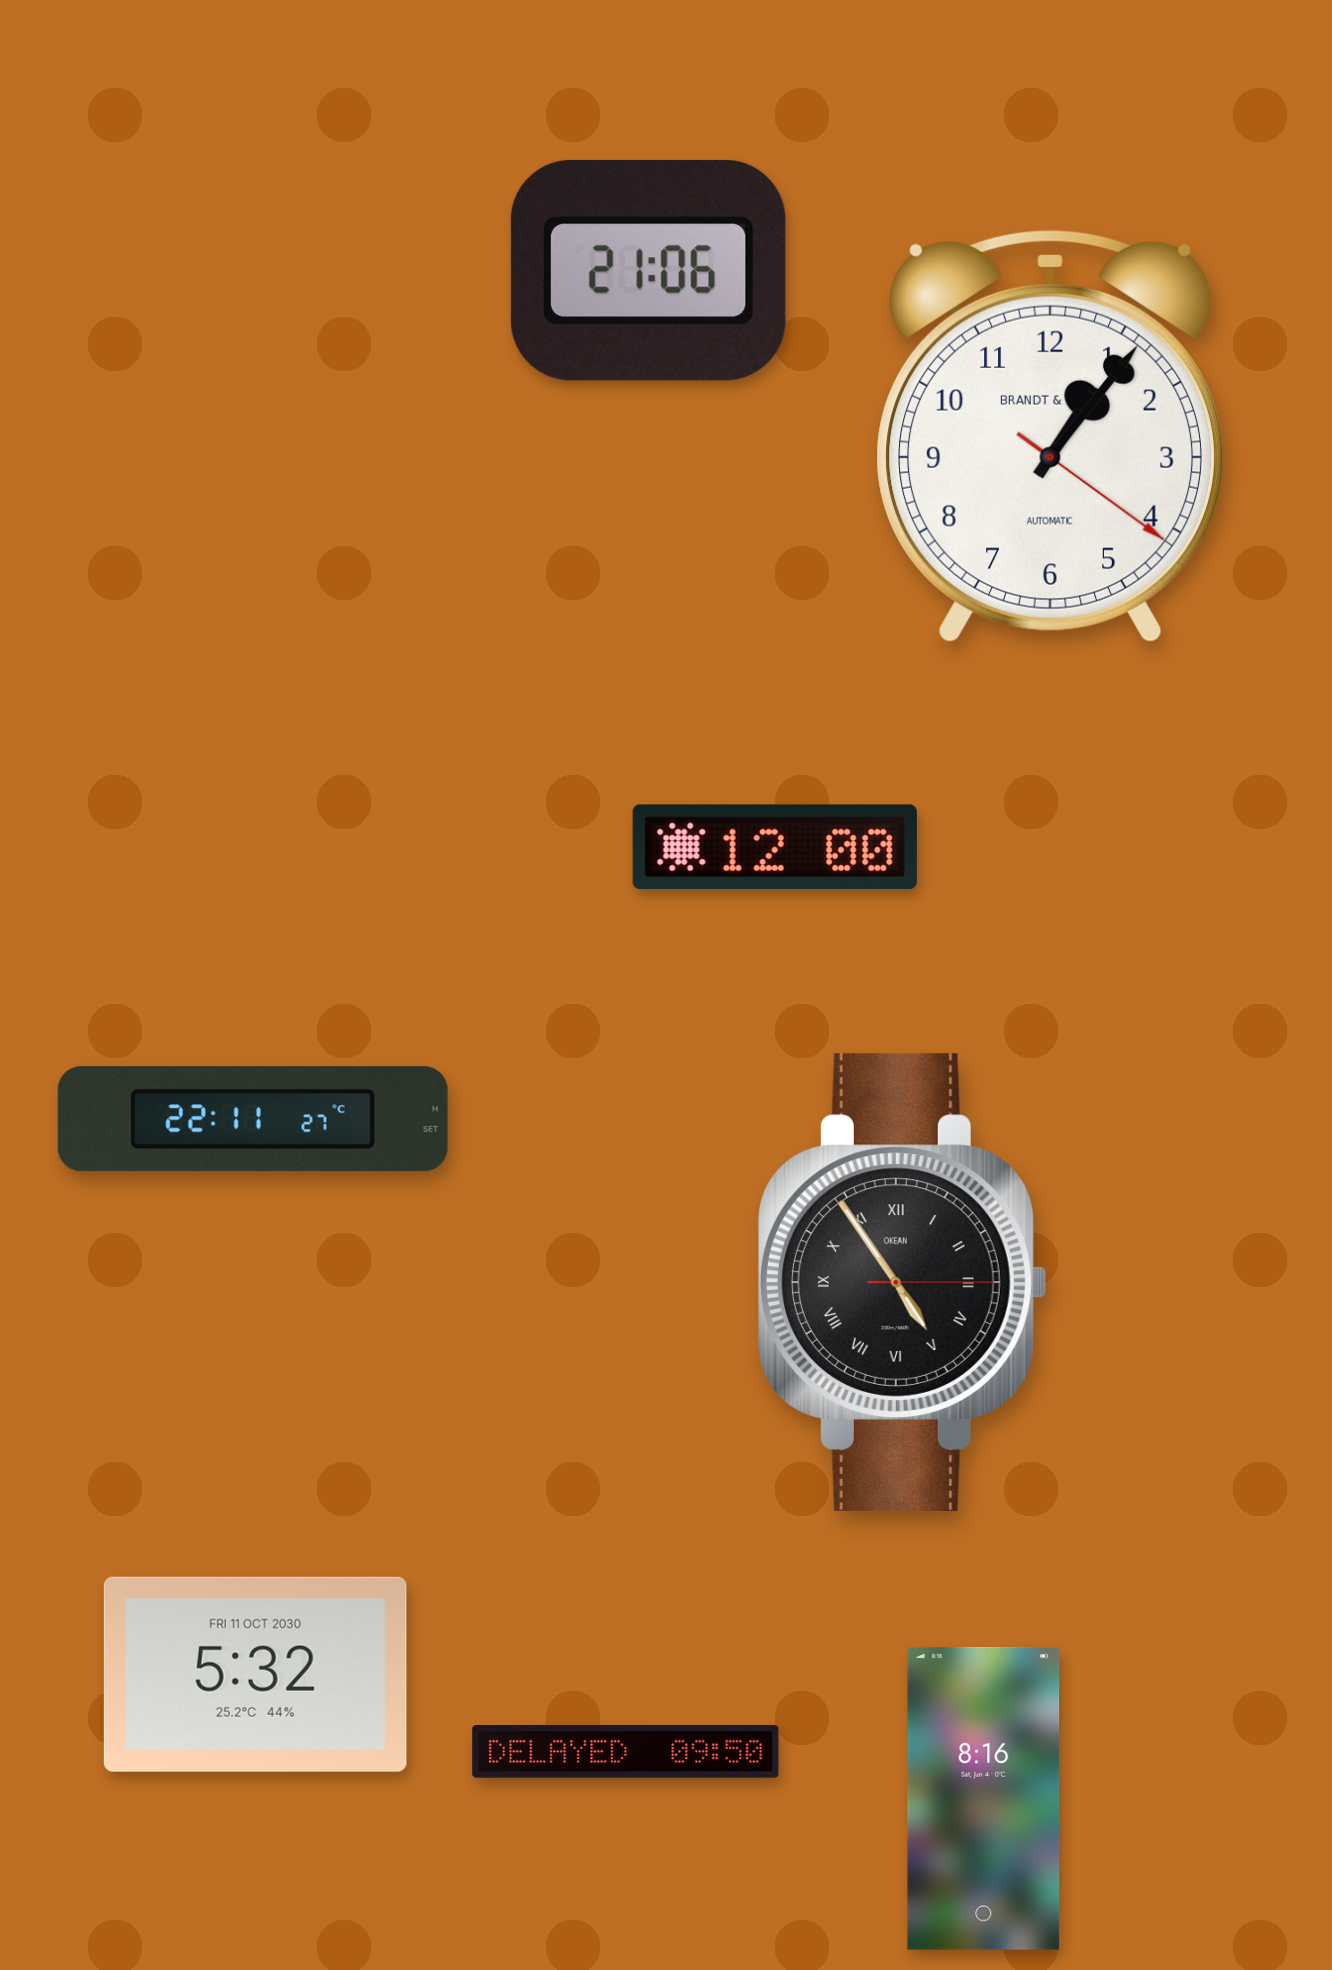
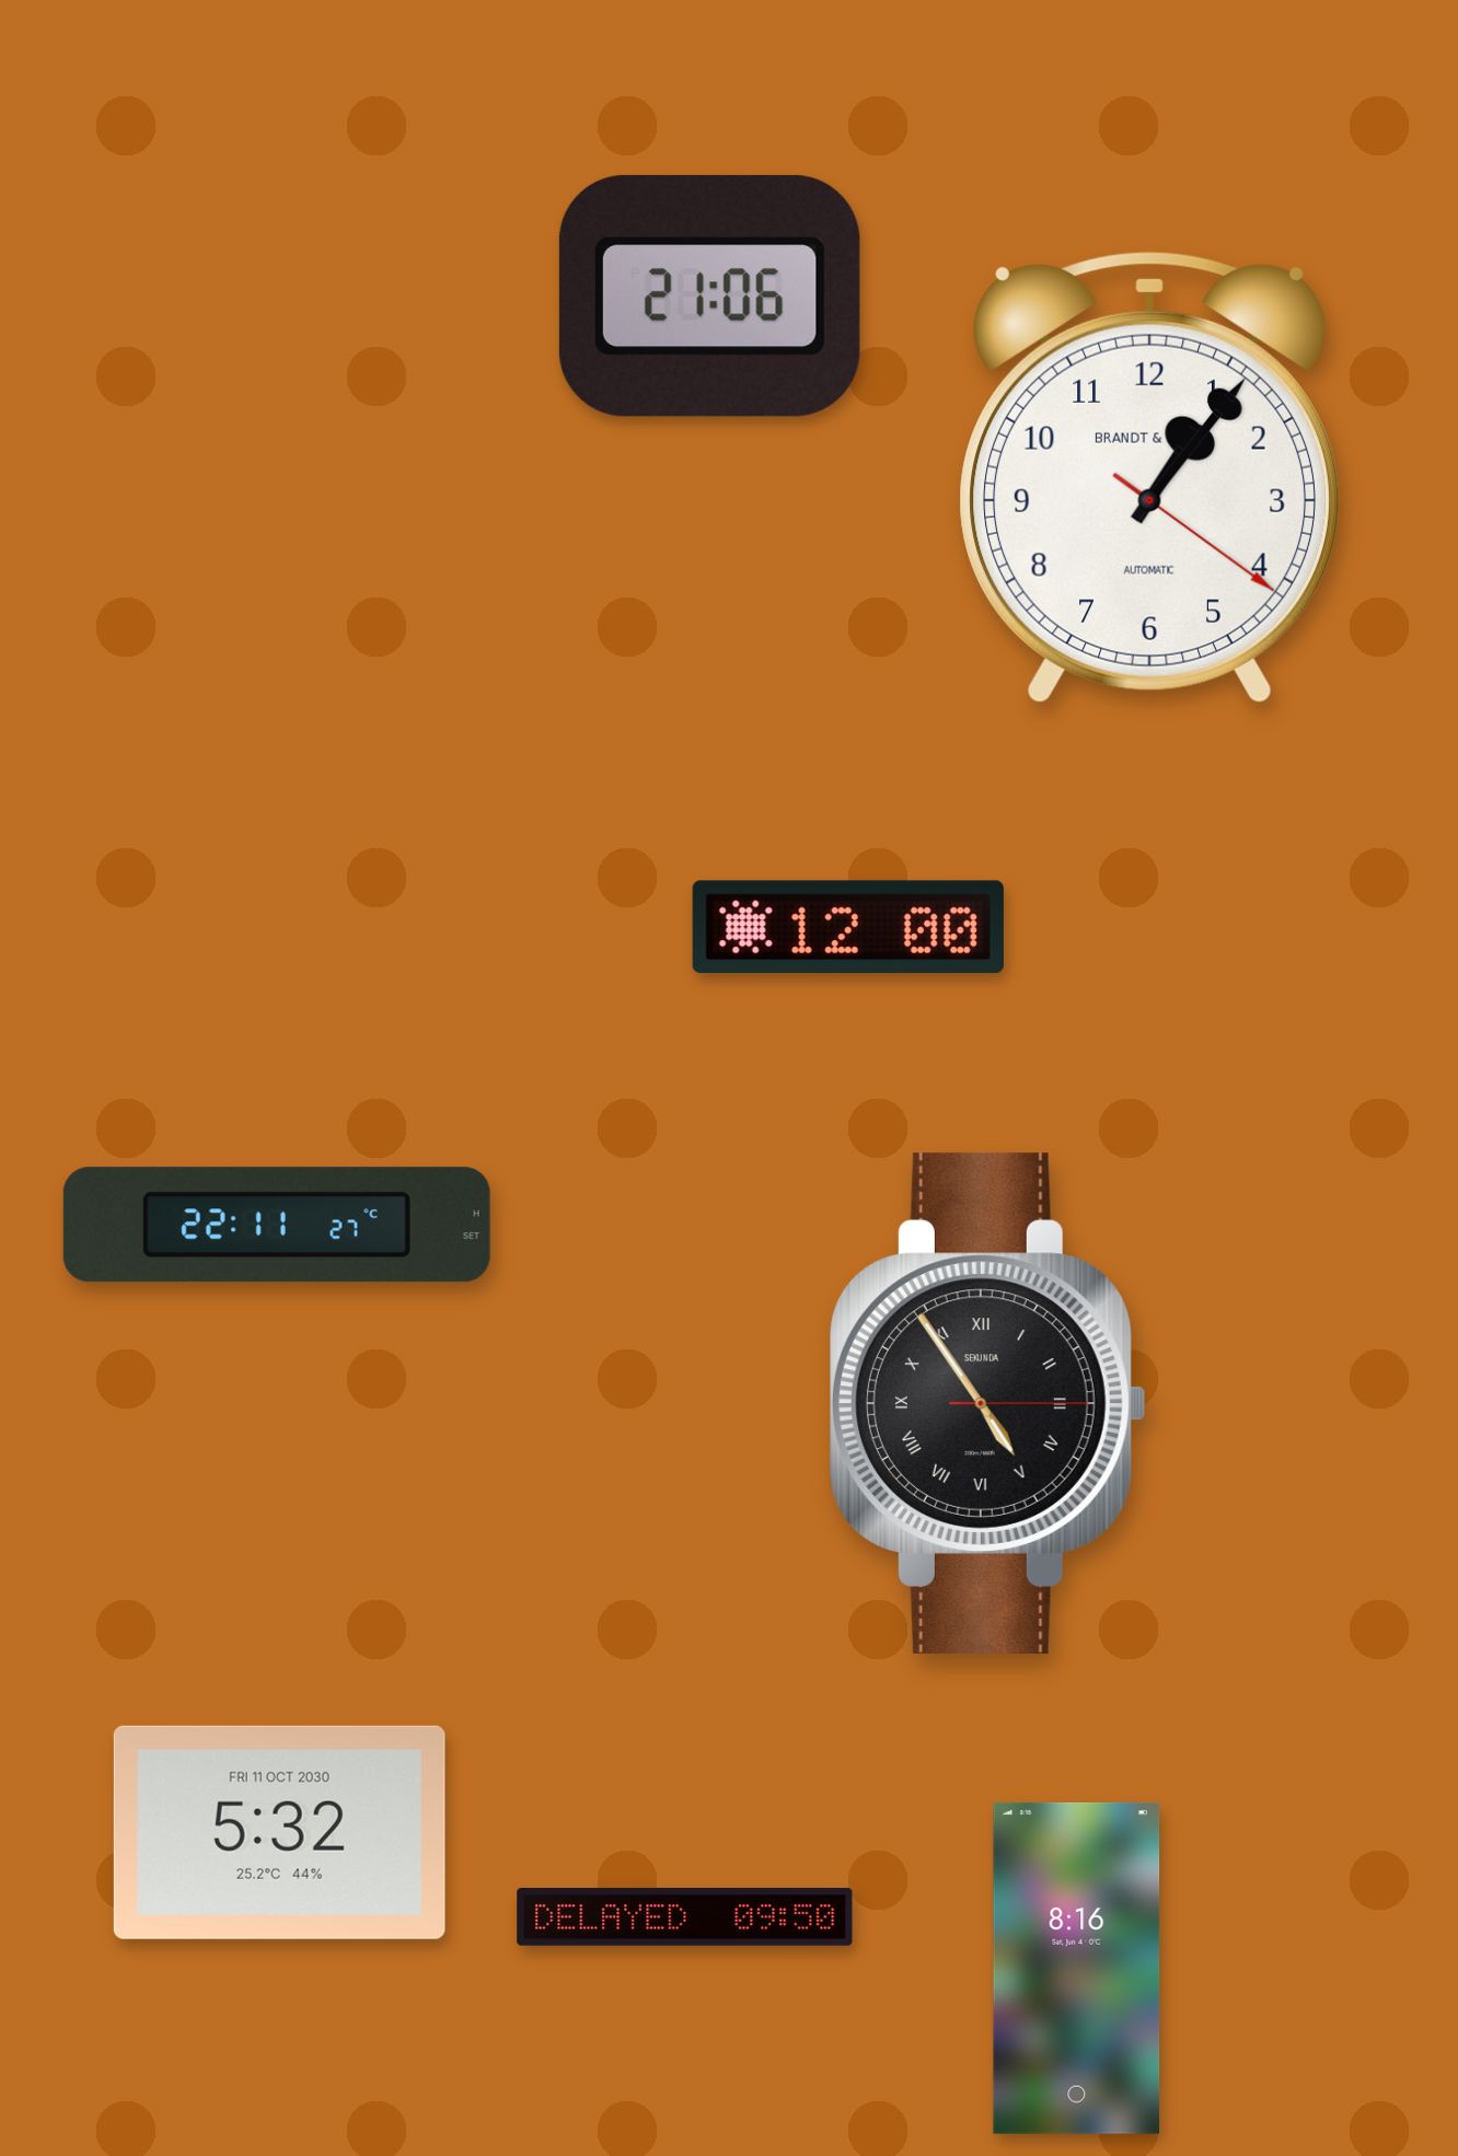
clock at (902, 1282) brand: OKEAN -> SEKUNDA
